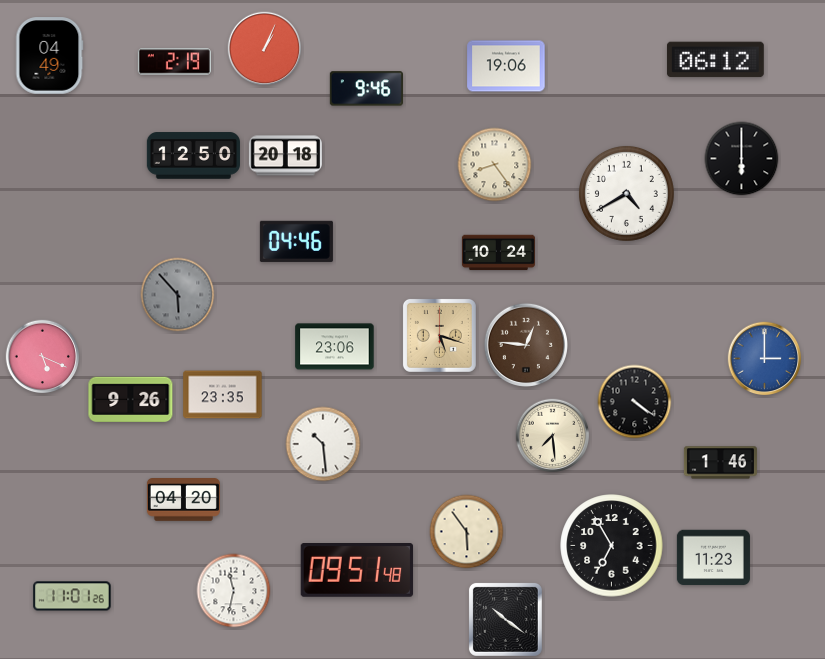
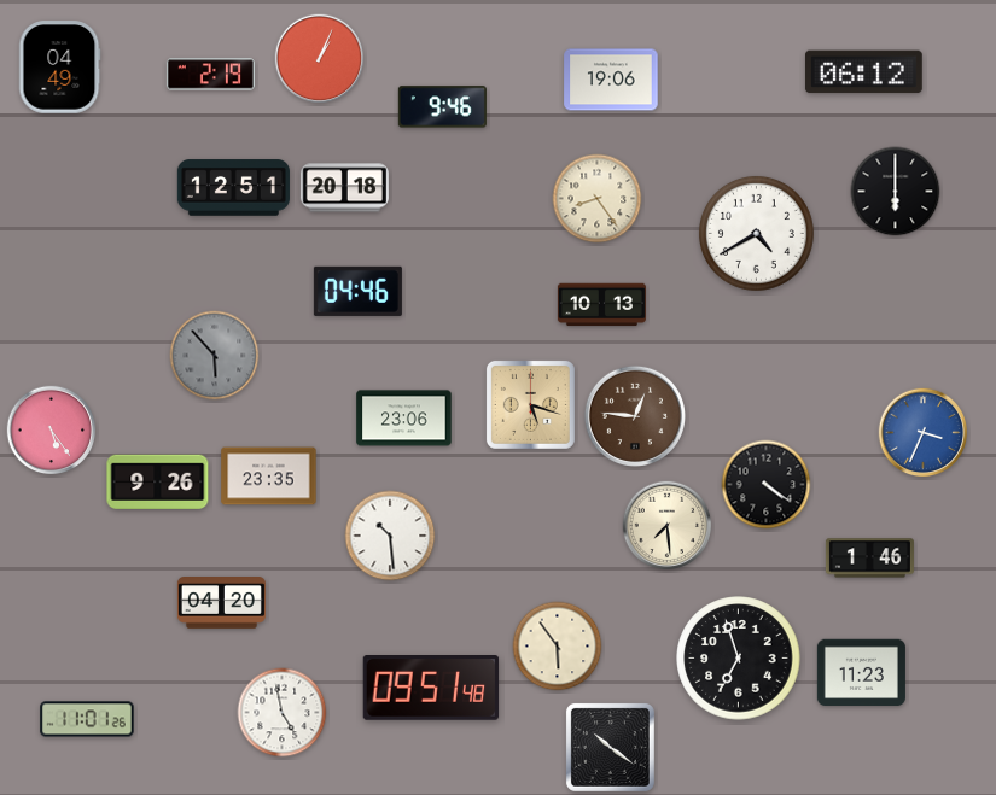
clock at (193, 156): 12:50 -> 12:51
clock at (498, 253): 10:24 -> 10:13
clock at (43, 357): 5:19 -> 5:24
clock at (765, 359): 3:00 -> 3:34
clock at (467, 532) position: (467, 532) -> (558, 647)
clock at (612, 546): 6:55 -> 6:57
clock at (234, 591): 11:32 -> 4:58
